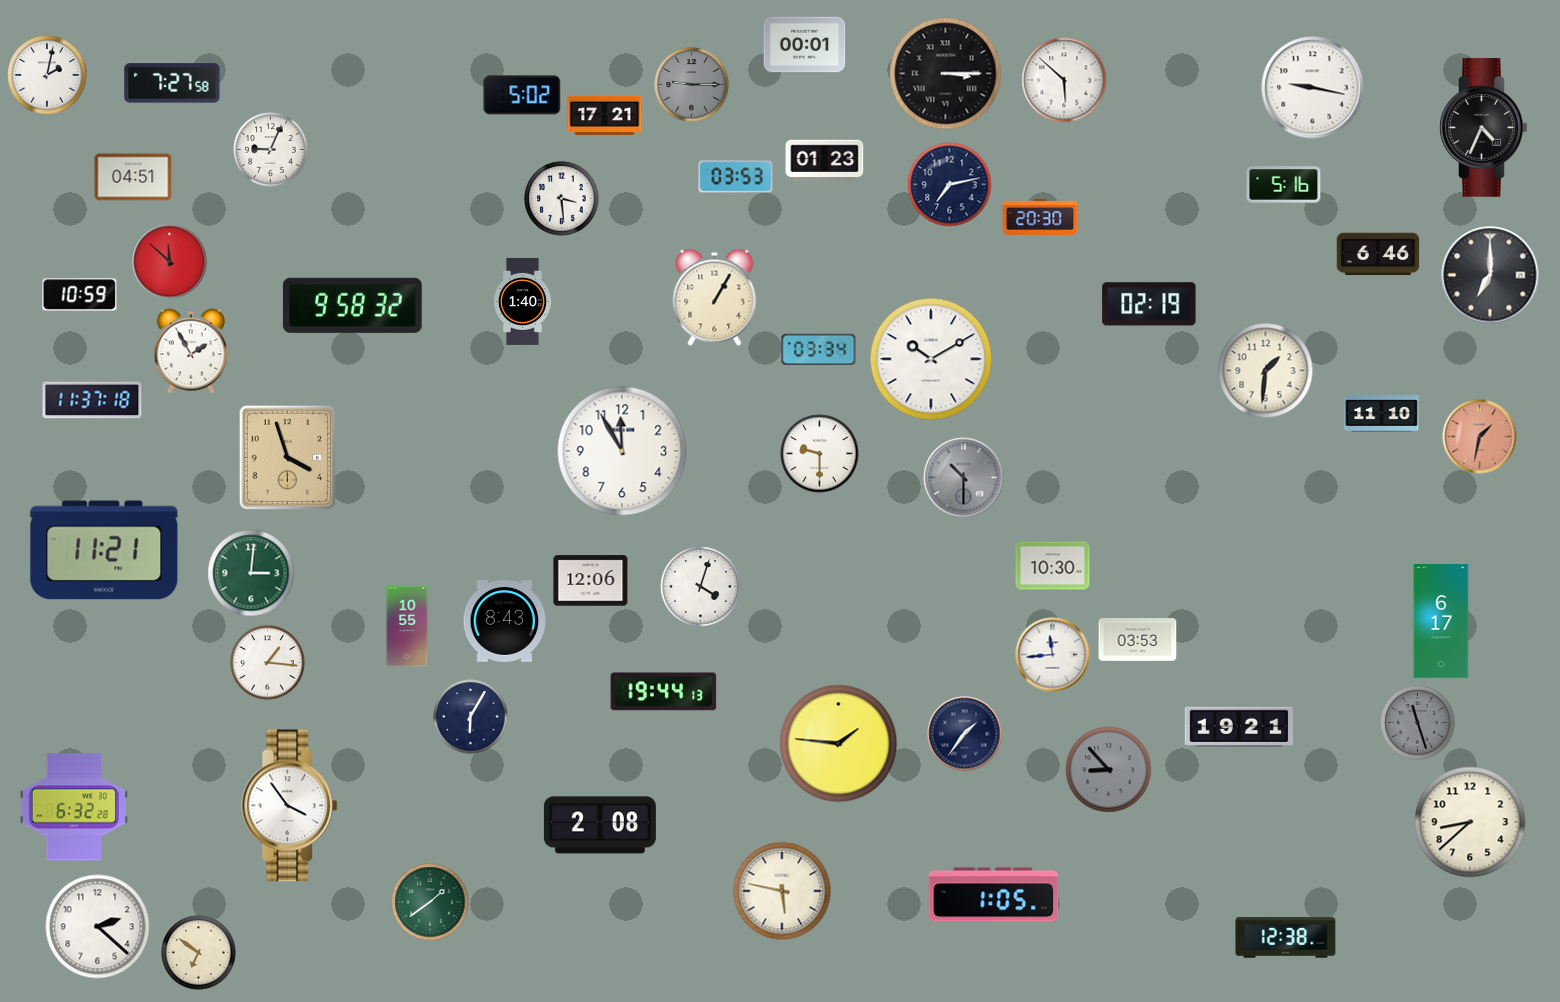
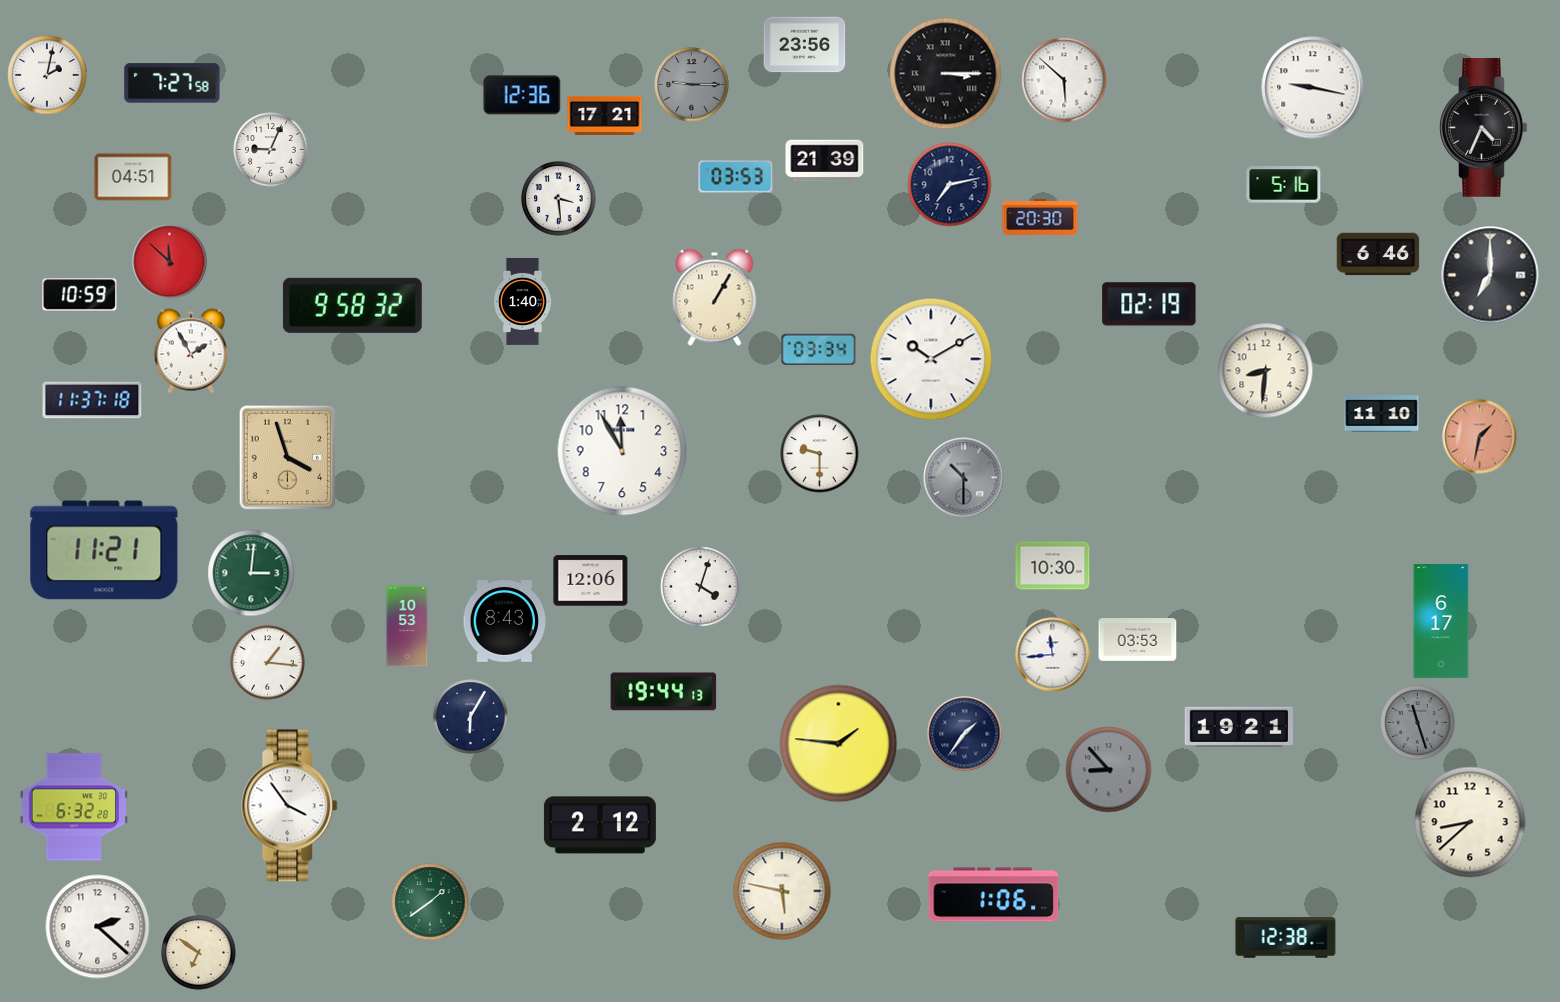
clock at (805, 45): 00:01 -> 23:56
clock at (522, 95): 5:02 -> 12:36
clock at (825, 161): 01:23 -> 21:39
clock at (562, 199) position: (562, 199) -> (559, 199)
clock at (1266, 371): 1:31 -> 8:31
clock at (407, 626): 10:55 -> 10:53
clock at (600, 825): 2:08 -> 2:12
clock at (994, 895): 1:05 -> 1:06
